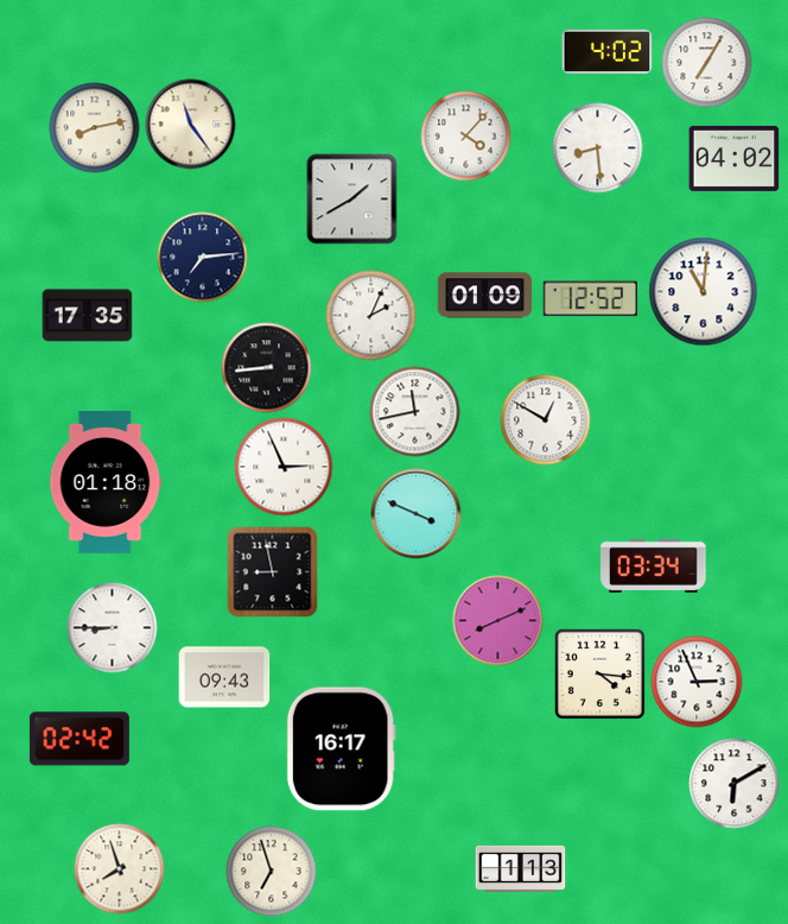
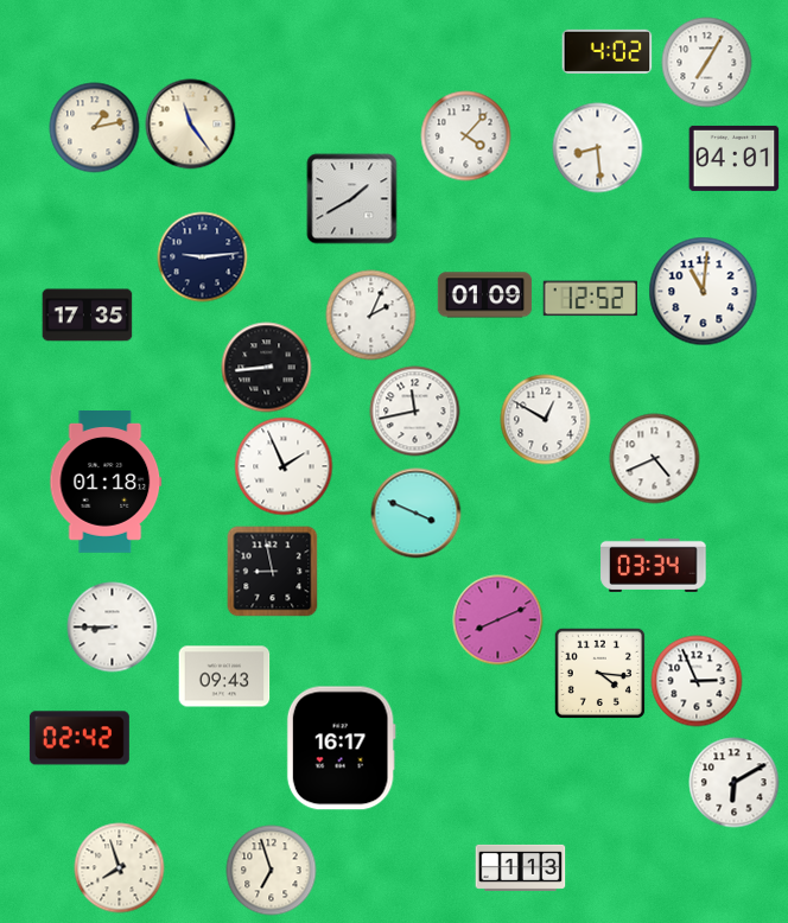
clock at (95, 128): 8:13 -> 1:13
clock at (735, 158): 04:02 -> 04:01
clock at (203, 258): 7:14 -> 9:14
clock at (655, 459): none -> 4:41
clock at (284, 467): 2:56 -> 1:56
